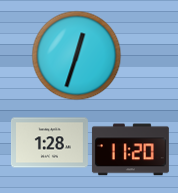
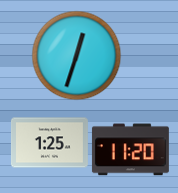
clock at (49, 143): 1:28 -> 1:25
